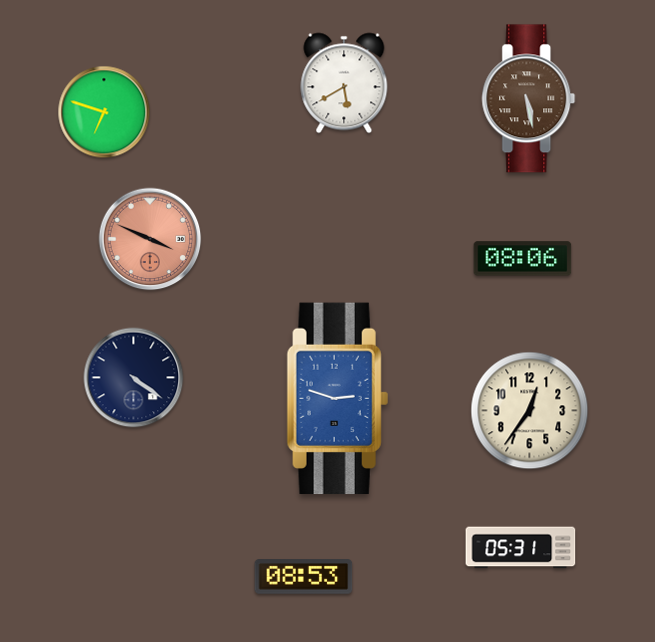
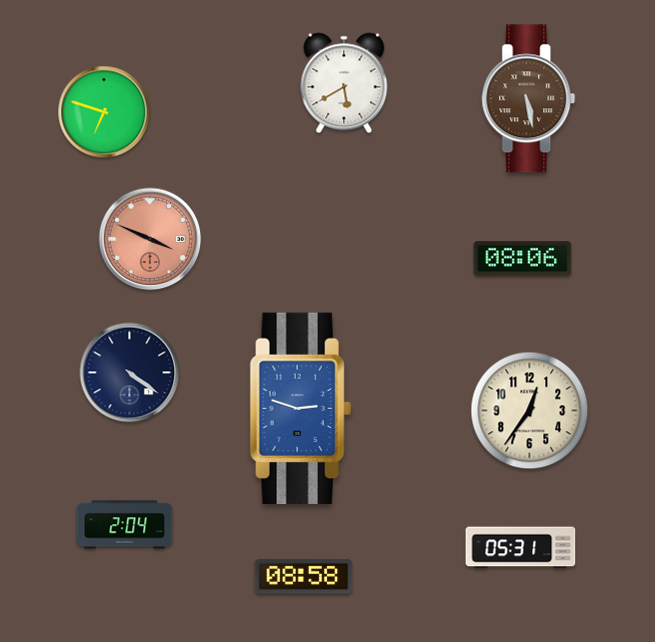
clock at (134, 378) position: (134, 378) -> (130, 373)
clock at (337, 399) position: (337, 399) -> (300, 409)
clock at (125, 525): none -> 2:04
clock at (304, 577): 08:53 -> 08:58
